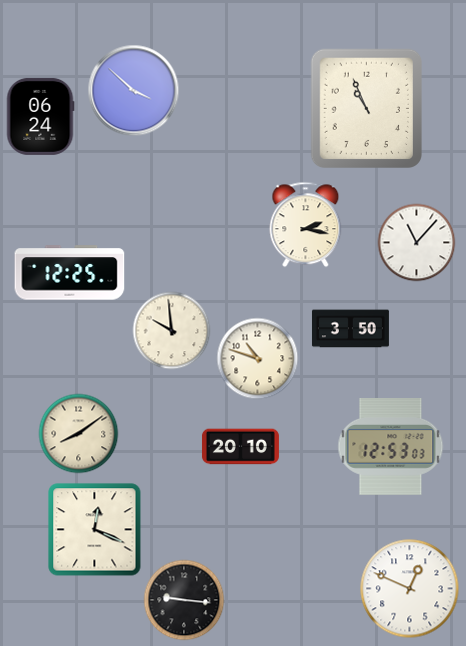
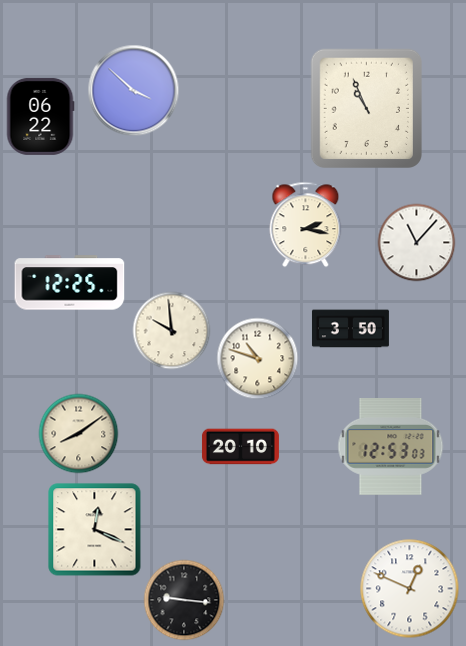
clock at (40, 116): 06:24 -> 06:22
clock at (70, 273) position: (70, 273) -> (70, 283)
